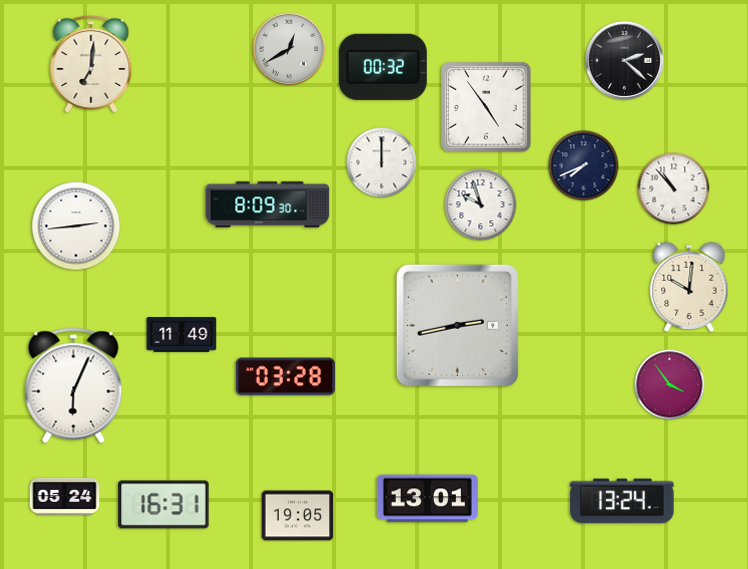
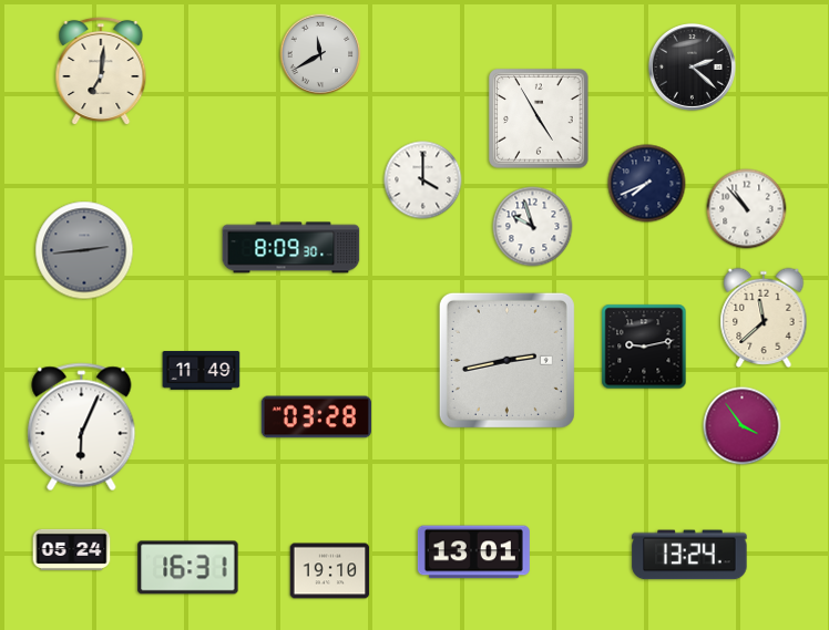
clock at (289, 49): 12:40 -> 11:40
clock at (383, 67): 00:32 -> none
clock at (486, 107): 4:54 -> 4:55
clock at (382, 163): 12:00 -> 4:00
clock at (268, 205) position: (268, 205) -> (291, 248)
clock at (76, 226) dial: white -> grey
clock at (689, 286): 10:01 -> 11:38
clock at (644, 347): none -> 9:13
clock at (164, 505) position: (164, 505) -> (188, 568)
clock at (298, 516): 19:05 -> 19:10
